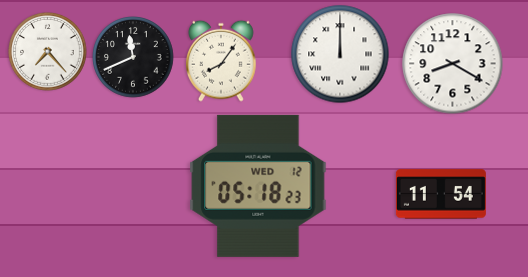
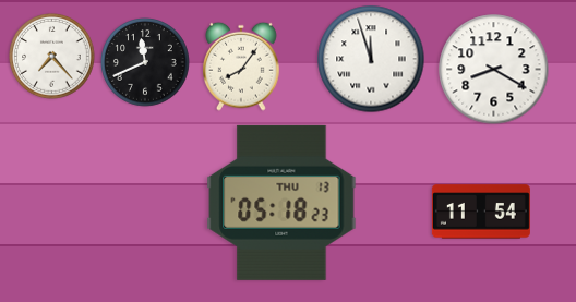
clock at (340, 54): 12:00 -> 11:57
clock at (258, 186) date: WED 12 -> THU 13
